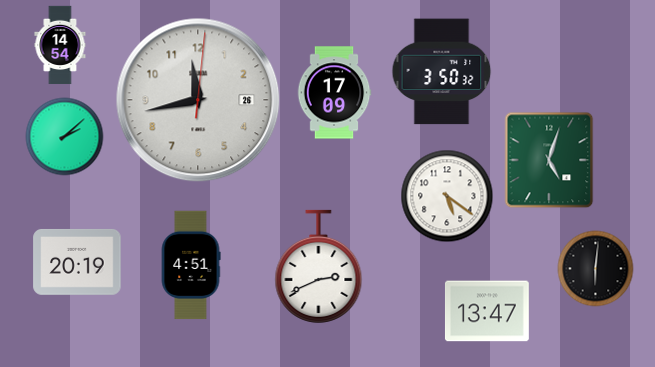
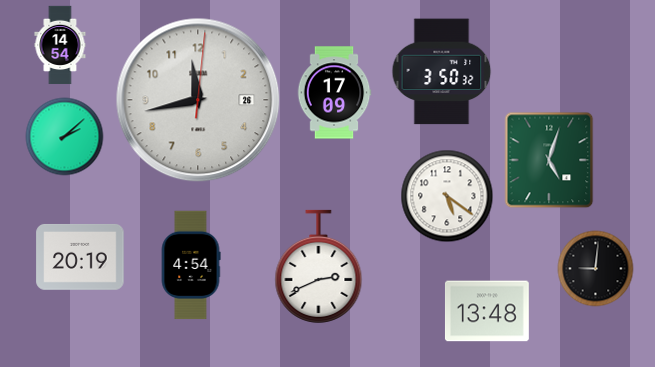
clock at (77, 262) position: (77, 262) -> (80, 257)
clock at (191, 265): 4:51 -> 4:54
clock at (596, 269): 6:01 -> 9:01
clock at (487, 311): 13:47 -> 13:48
